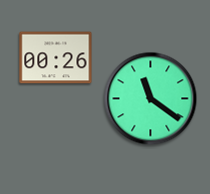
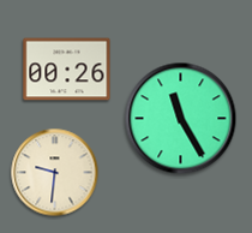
clock at (151, 99): 11:21 -> 11:25
clock at (55, 173): none -> 9:31
